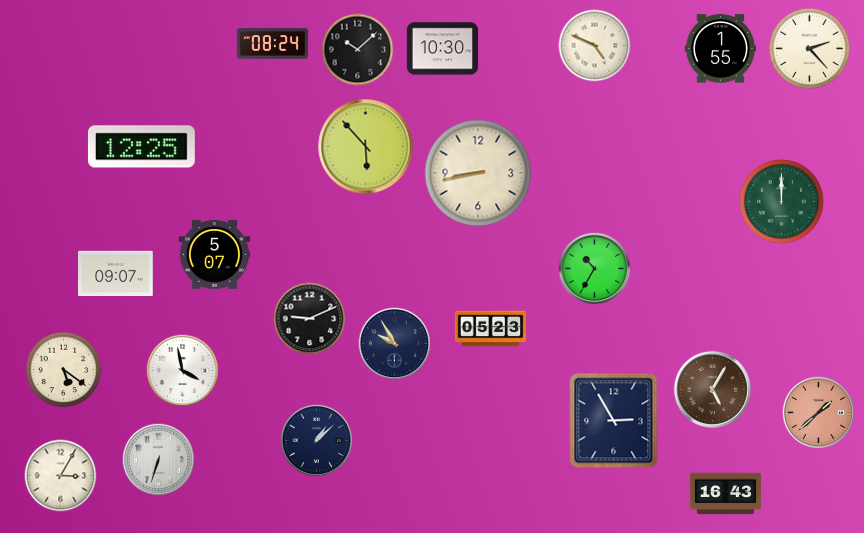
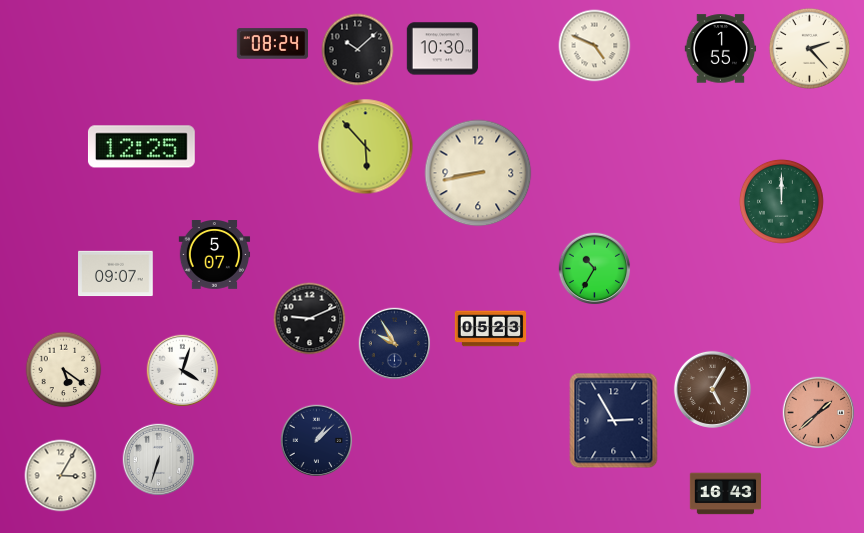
clock at (183, 371): 3:58 -> 4:03
